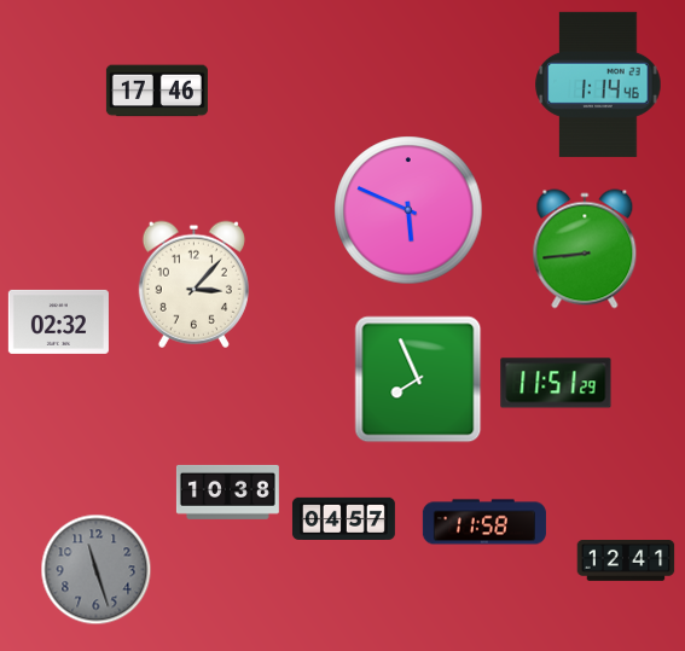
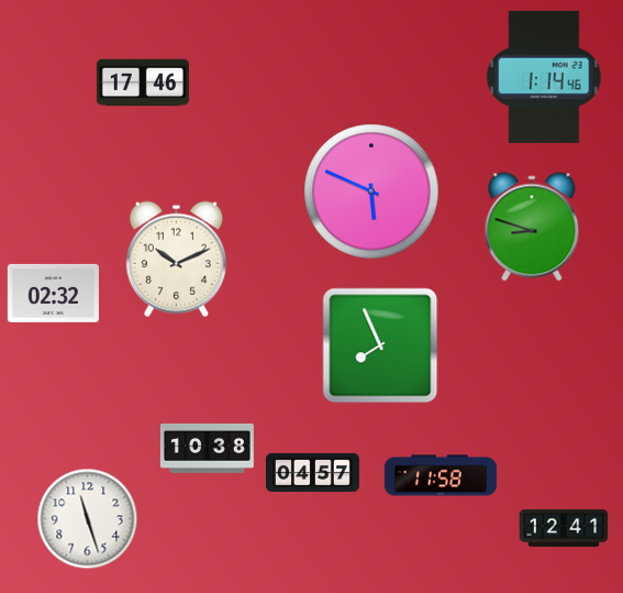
clock at (585, 249): 8:44 -> 8:48
clock at (193, 284): 3:07 -> 10:11
clock at (556, 383): 11:51 -> none
clock at (626, 562) position: (626, 562) -> (564, 529)
clock at (97, 570) dial: grey -> white
